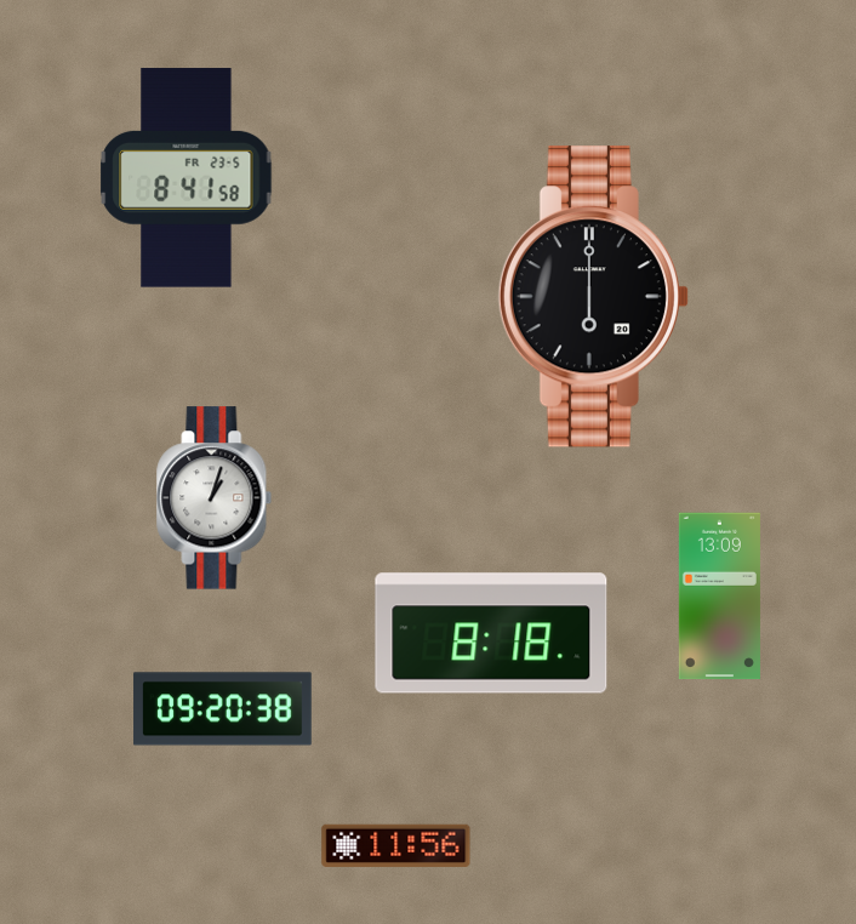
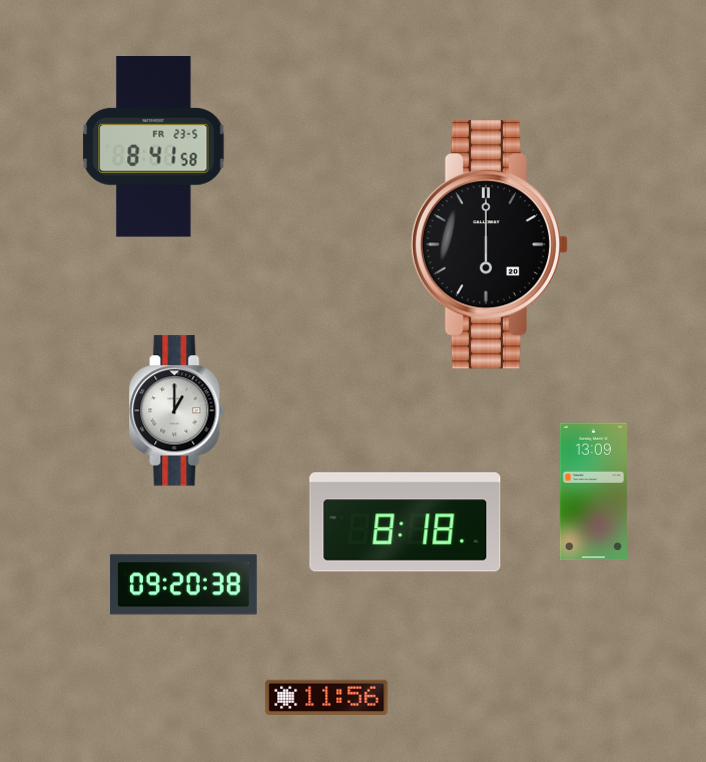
clock at (215, 498): 1:03 -> 1:00
